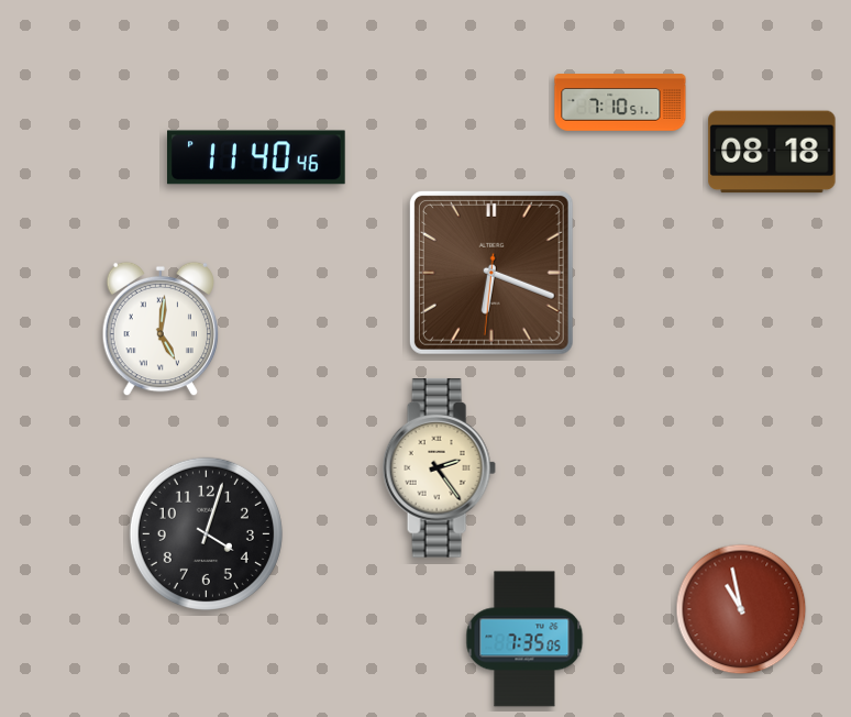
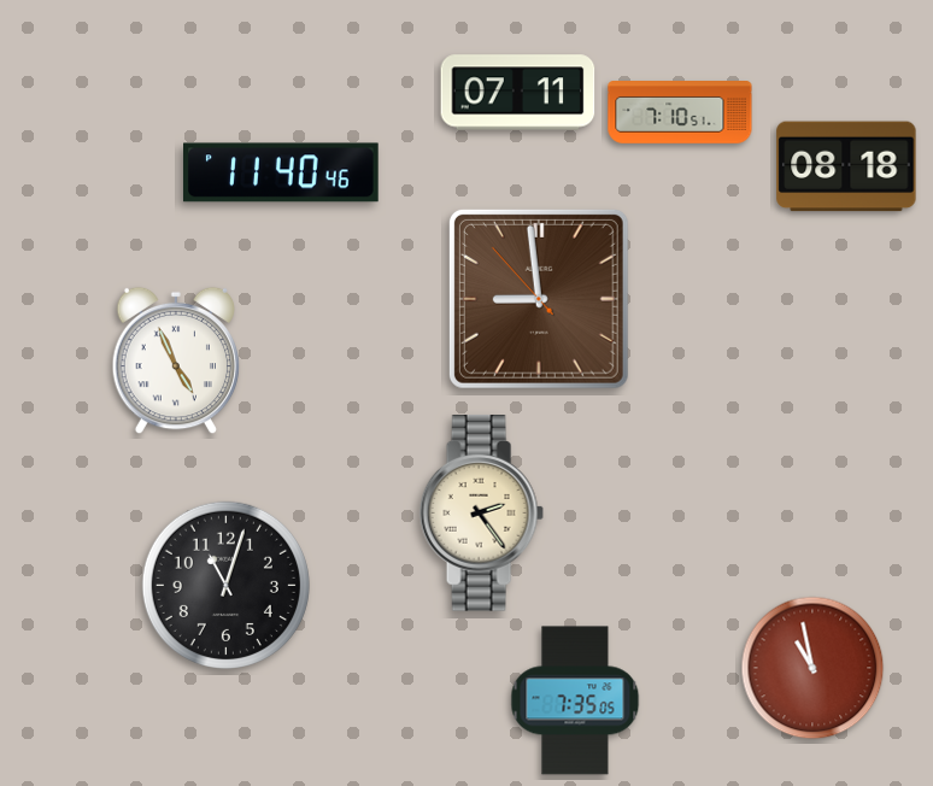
clock at (518, 93): none -> 07:11
clock at (491, 273): 6:18 -> 8:58
clock at (159, 329): 5:01 -> 4:56
clock at (206, 533): 4:03 -> 11:03
